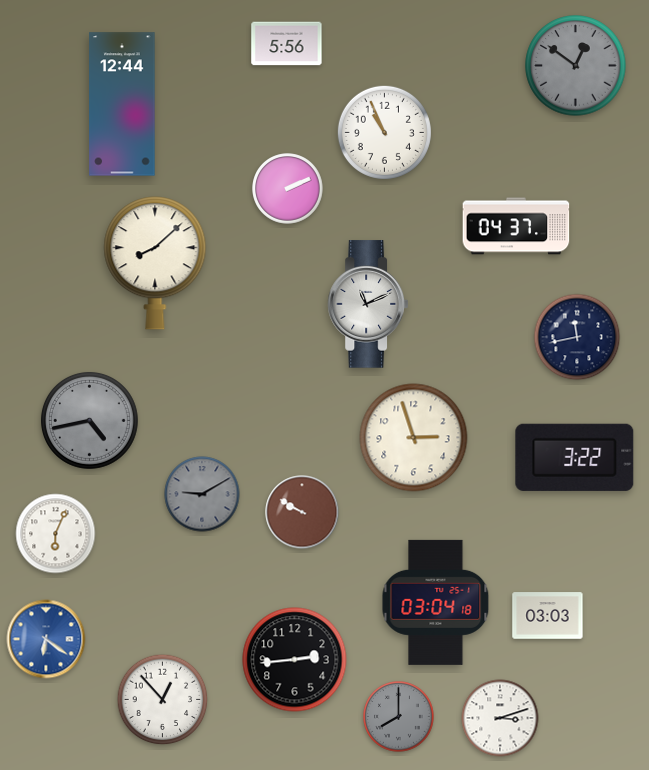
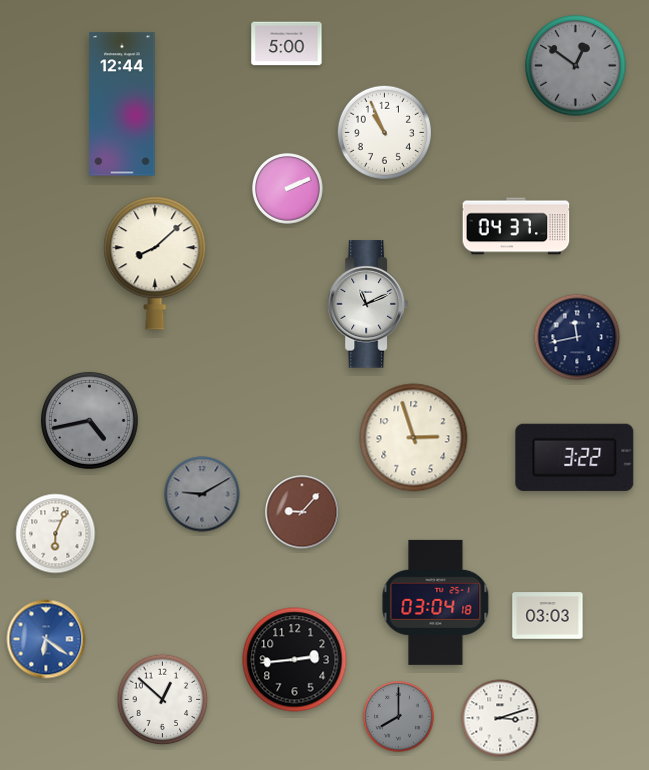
clock at (287, 44): 5:56 -> 5:00
clock at (302, 512): 9:50 -> 9:07
clock at (163, 700): 12:53 -> 12:52
